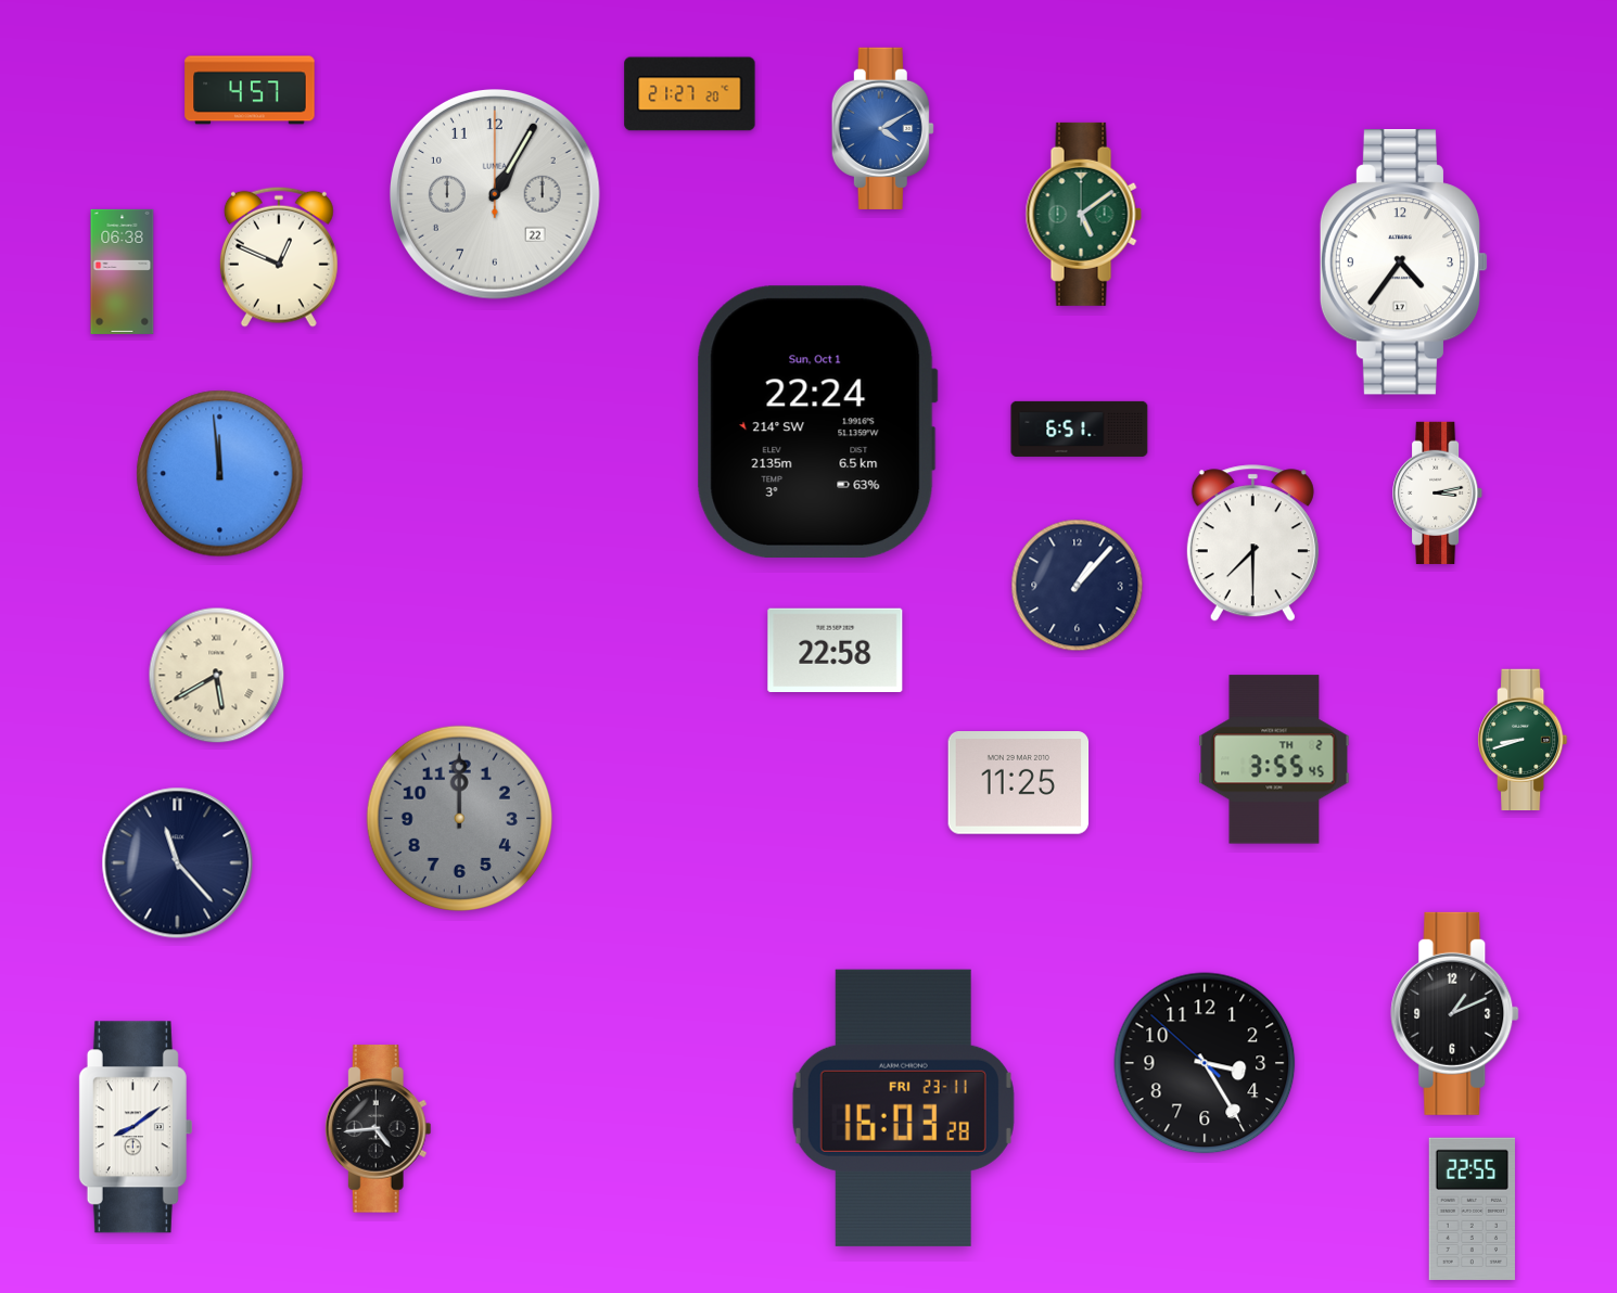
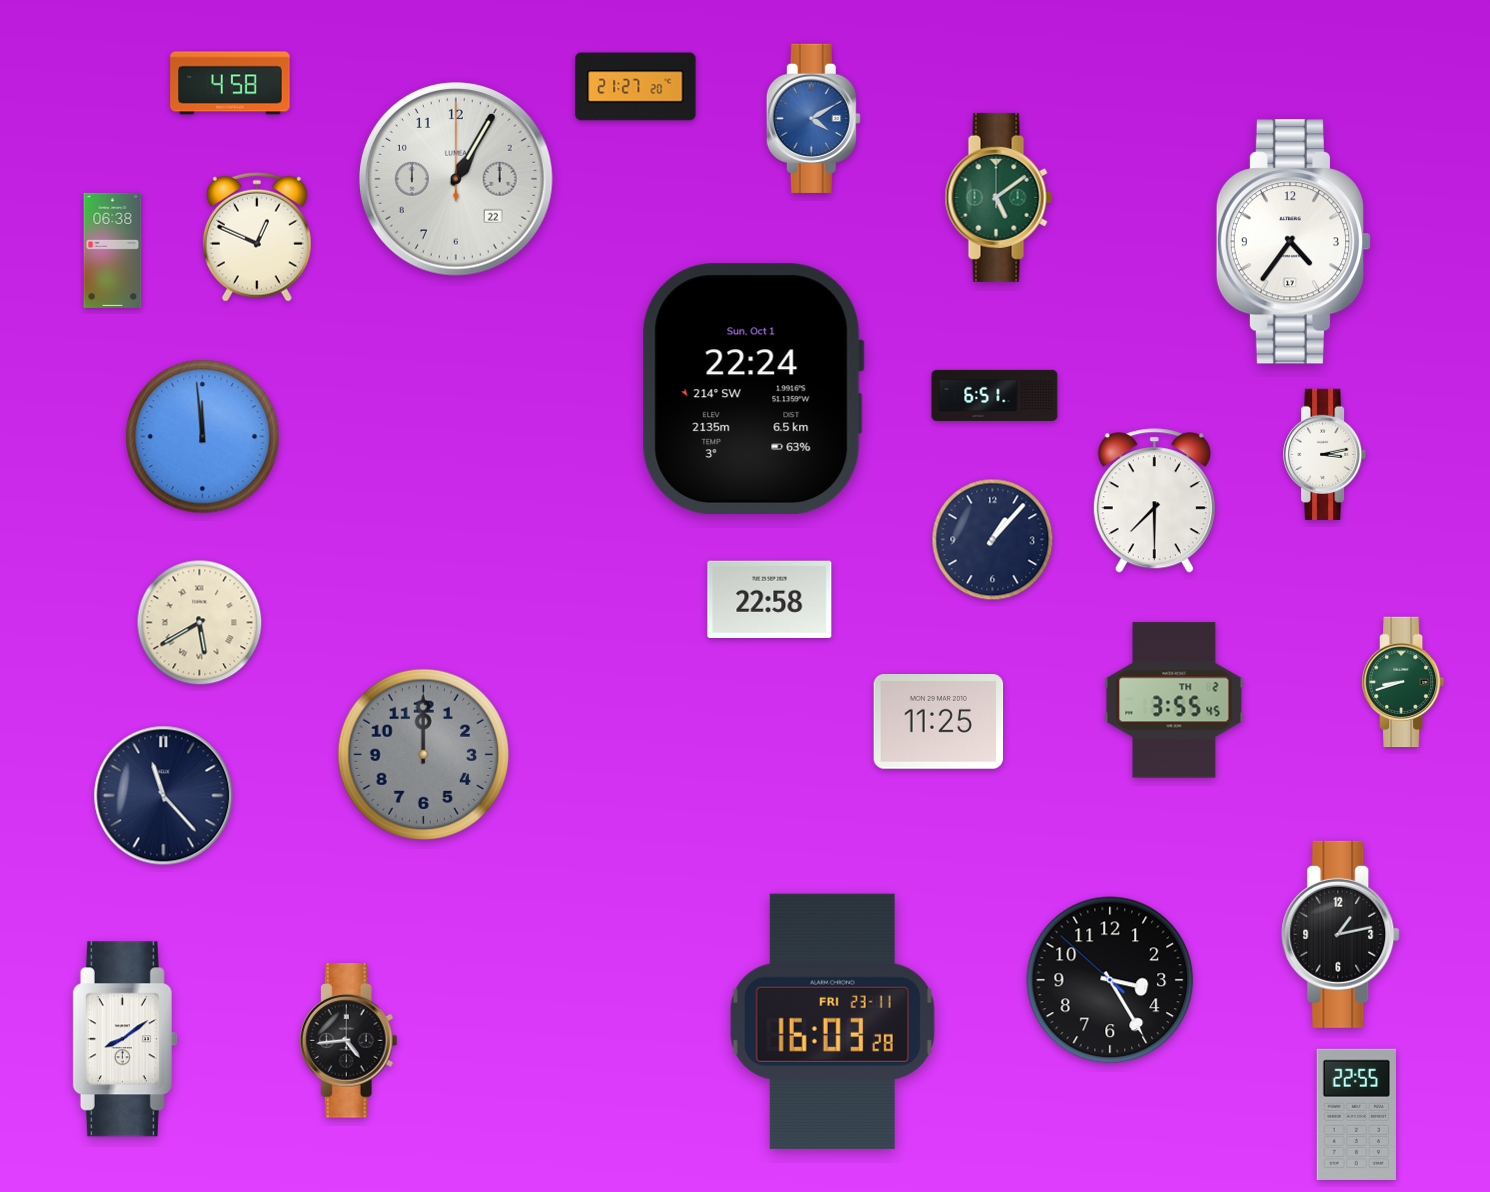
clock at (250, 90): 4:57 -> 4:58
clock at (1455, 1013): 1:11 -> 1:13
